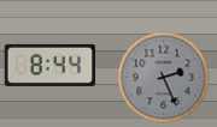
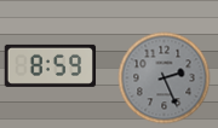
clock at (51, 65): 8:44 -> 8:59
